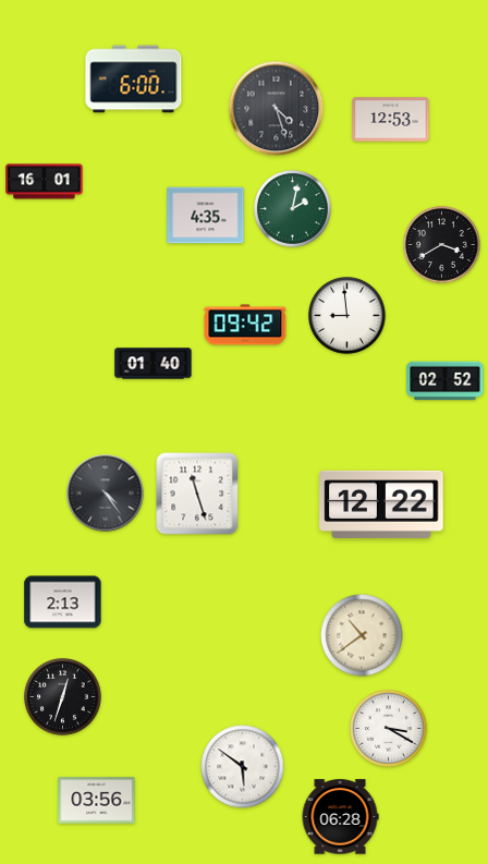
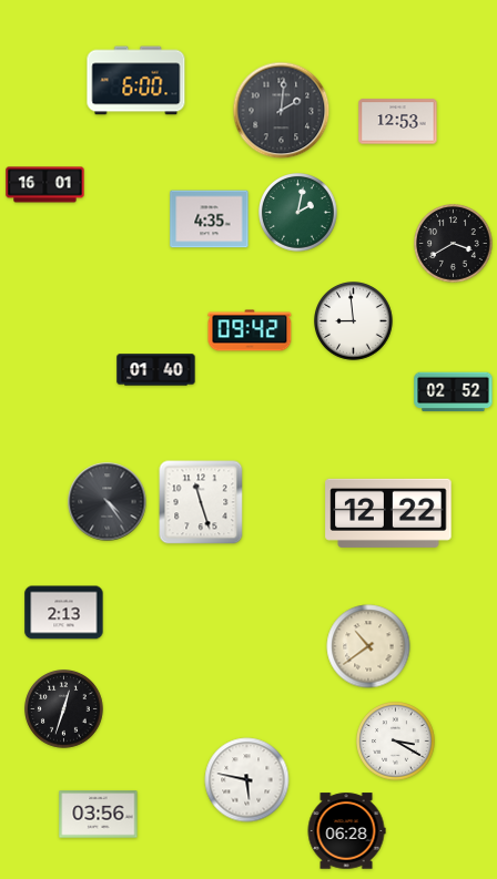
clock at (277, 109): 4:27 -> 2:01
clock at (442, 245) position: (442, 245) -> (454, 244)
clock at (446, 381) position: (446, 381) -> (454, 392)
clock at (243, 767): 5:51 -> 5:47
